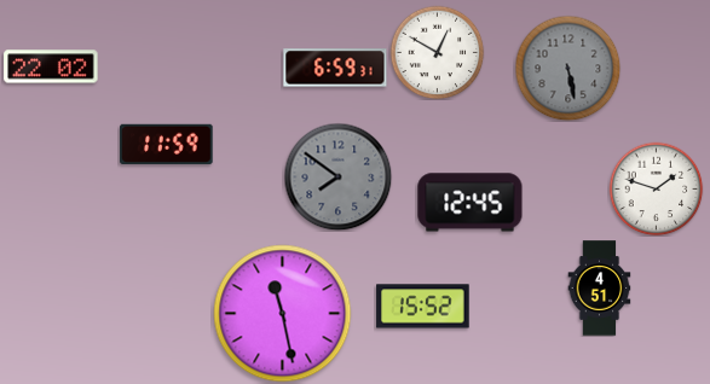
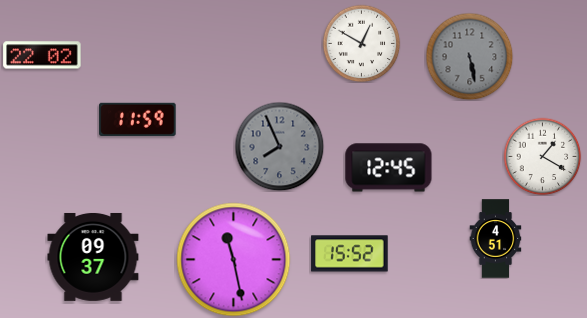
clock at (335, 68): 6:59 -> none
clock at (337, 176): 7:51 -> 7:56
clock at (656, 188): 1:48 -> 1:20
clock at (93, 257): none -> 09:37
